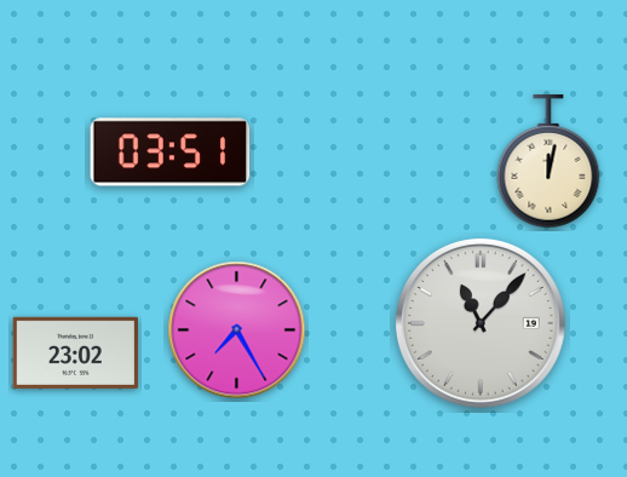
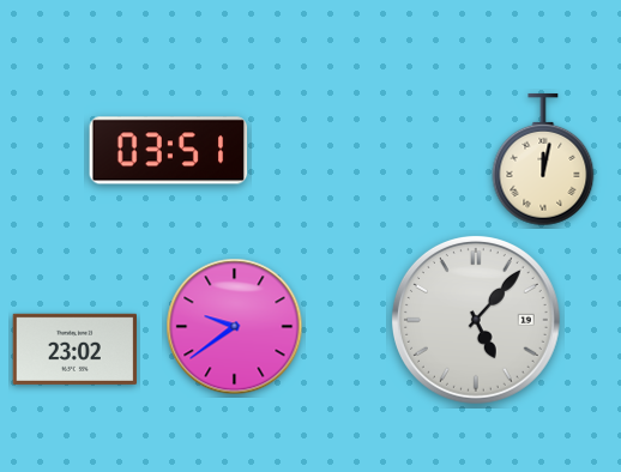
clock at (481, 323): 11:07 -> 5:07
clock at (237, 331): 7:25 -> 9:39
